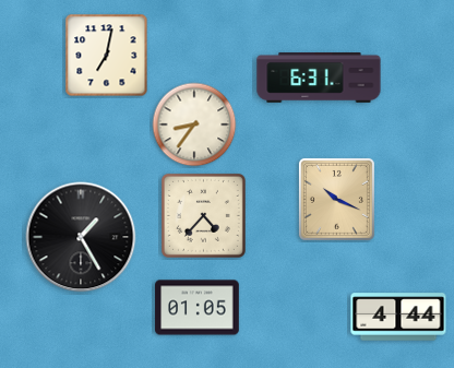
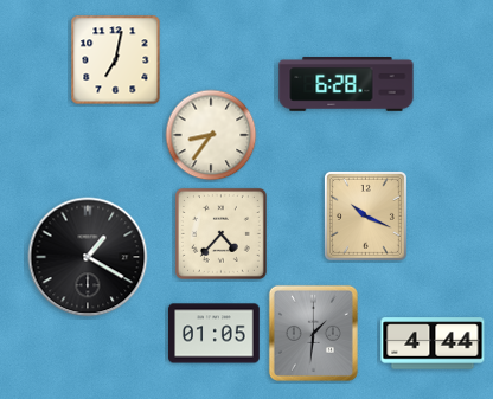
clock at (319, 79): 6:31 -> 6:28
clock at (81, 237): 1:25 -> 1:20
clock at (313, 333): none -> 1:31
